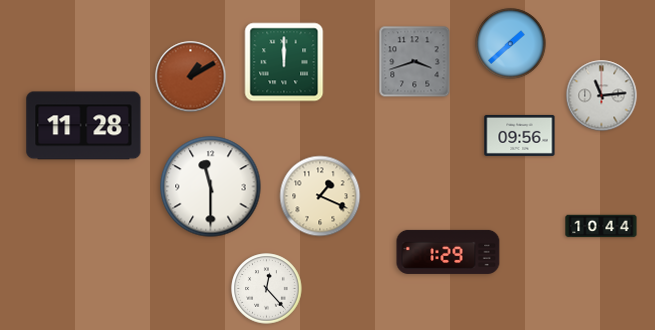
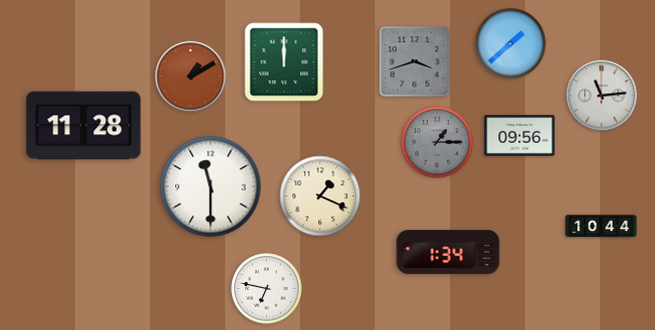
clock at (437, 142): none -> 1:15
clock at (448, 252): 1:29 -> 1:34
clock at (267, 289): 12:23 -> 6:47
